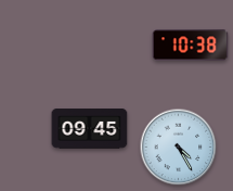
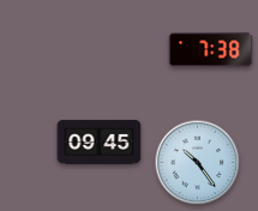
clock at (191, 46): 10:38 -> 7:38
clock at (179, 148): 4:25 -> 10:24
